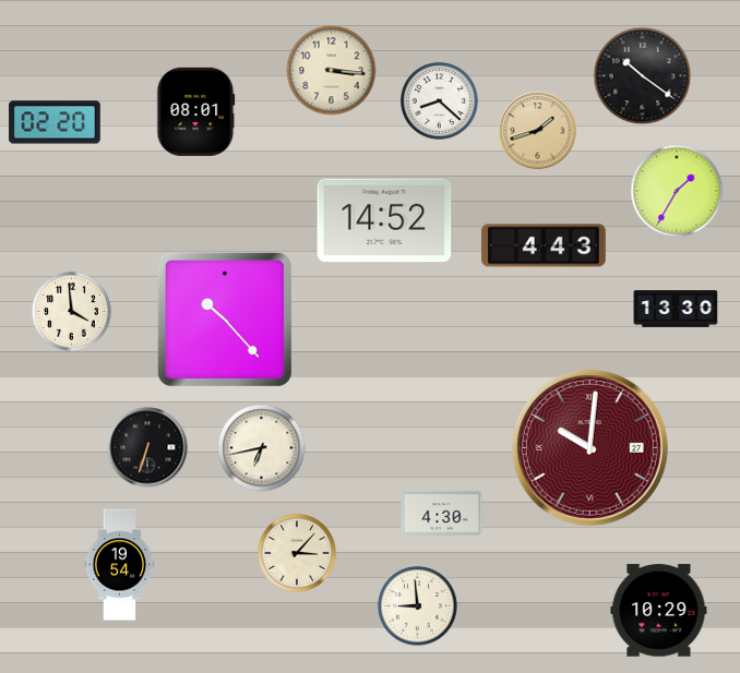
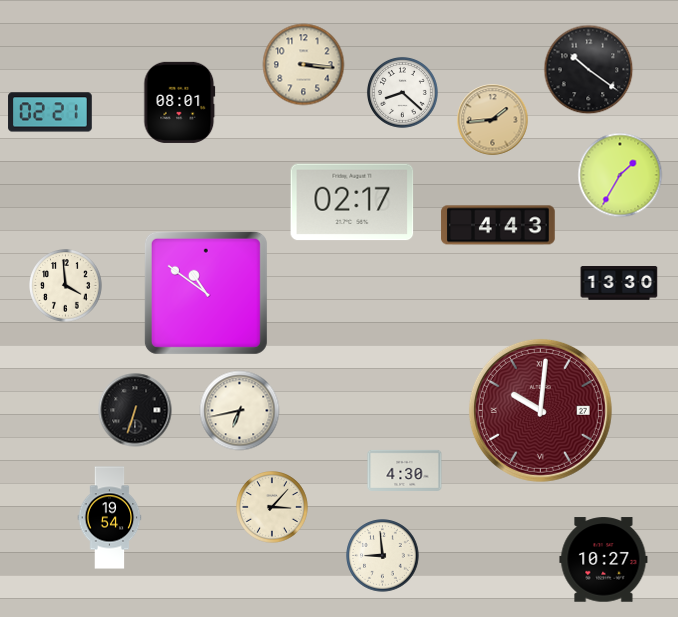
clock at (55, 122): 02:20 -> 02:21
clock at (538, 131): 1:42 -> 1:44
clock at (384, 220): 14:52 -> 02:17
clock at (225, 320): 10:23 -> 10:51
clock at (659, 611): 10:29 -> 10:27
